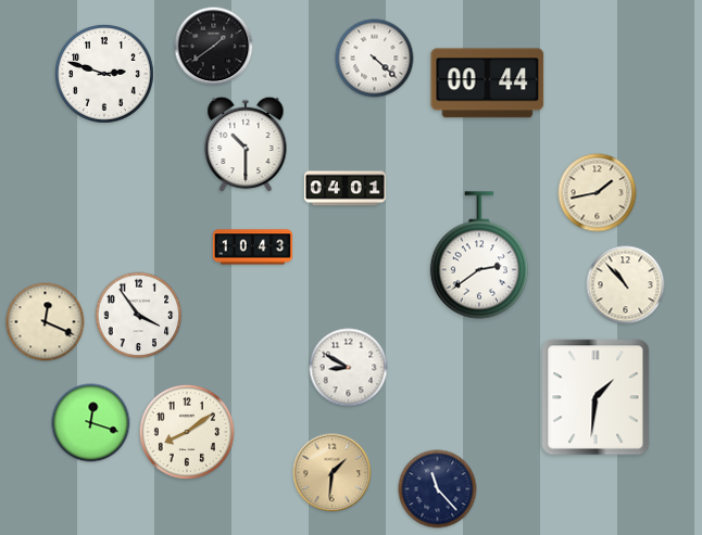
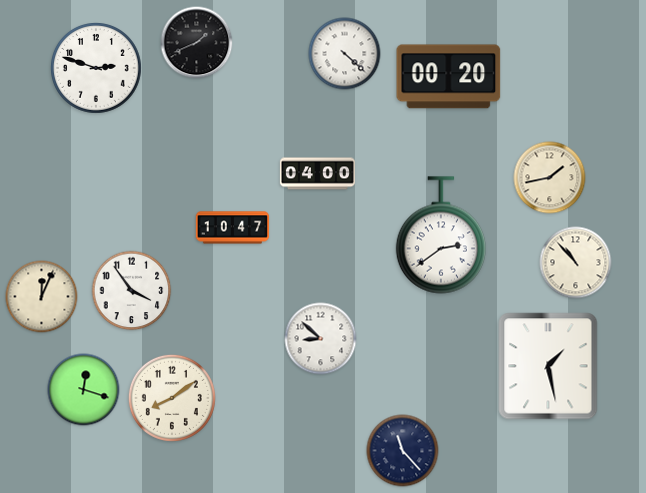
clock at (214, 47): 1:39 -> 1:41
clock at (488, 84): 00:44 -> 00:20
clock at (246, 144): 10:30 -> none
clock at (344, 189): 04:01 -> 04:00
clock at (253, 247): 10:43 -> 10:47
clock at (139, 316) position: (139, 316) -> (132, 291)
clock at (46, 322): 12:19 -> 12:04
clock at (349, 368): 8:50 -> 8:52
clock at (596, 397): 1:31 -> 1:28
clock at (333, 473): 1:31 -> none
